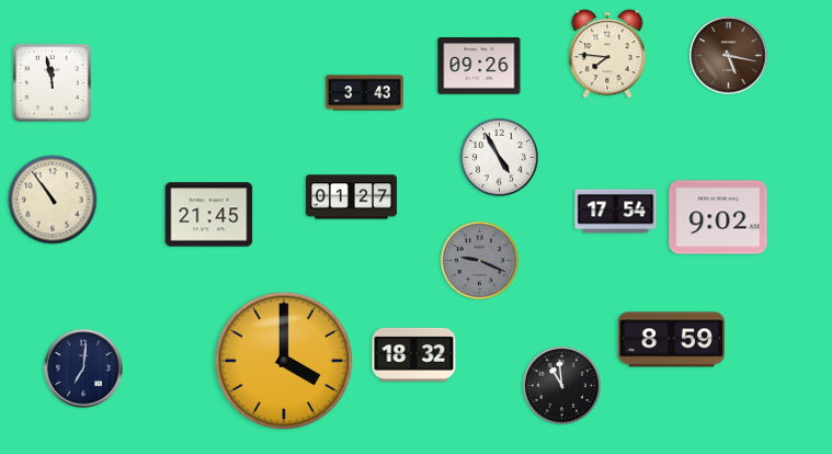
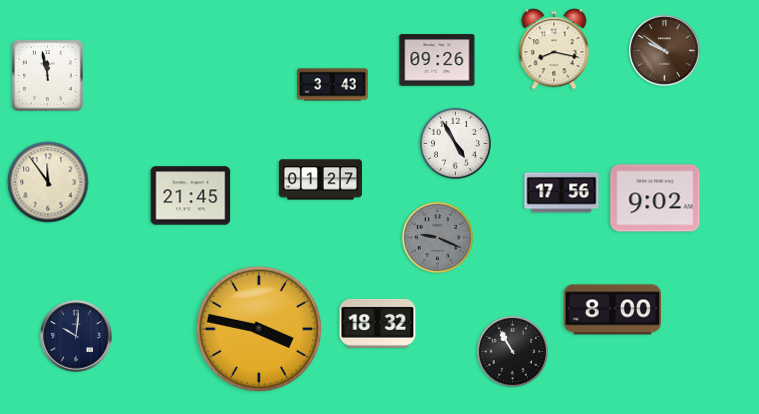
clock at (607, 54): 7:46 -> 8:17
clock at (729, 56): 5:17 -> 9:51
clock at (53, 200): 10:54 -> 11:54
clock at (616, 212): 17:54 -> 17:56
clock at (671, 340): 8:59 -> 8:00
clock at (284, 361): 4:00 -> 3:47
clock at (83, 368): 7:01 -> 10:01
clock at (561, 385): 10:59 -> 10:55
